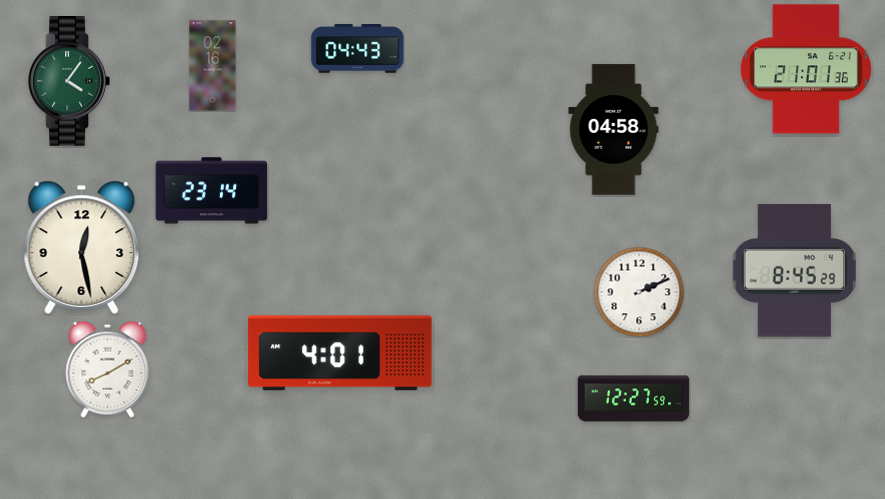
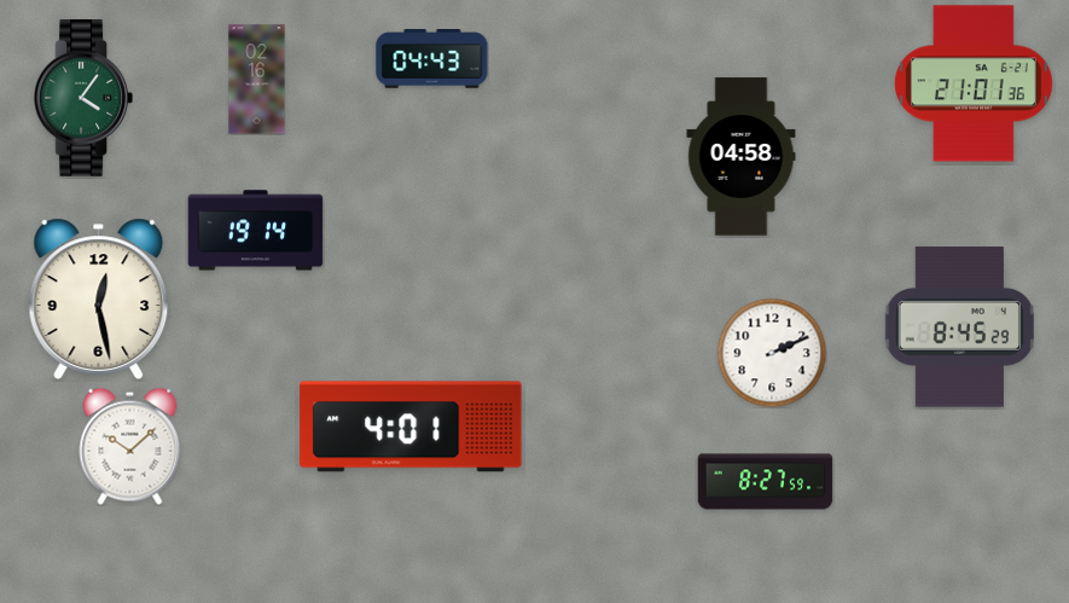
clock at (212, 191): 23:14 -> 19:14
clock at (108, 369): 8:10 -> 10:08
clock at (634, 399): 12:27 -> 8:27
